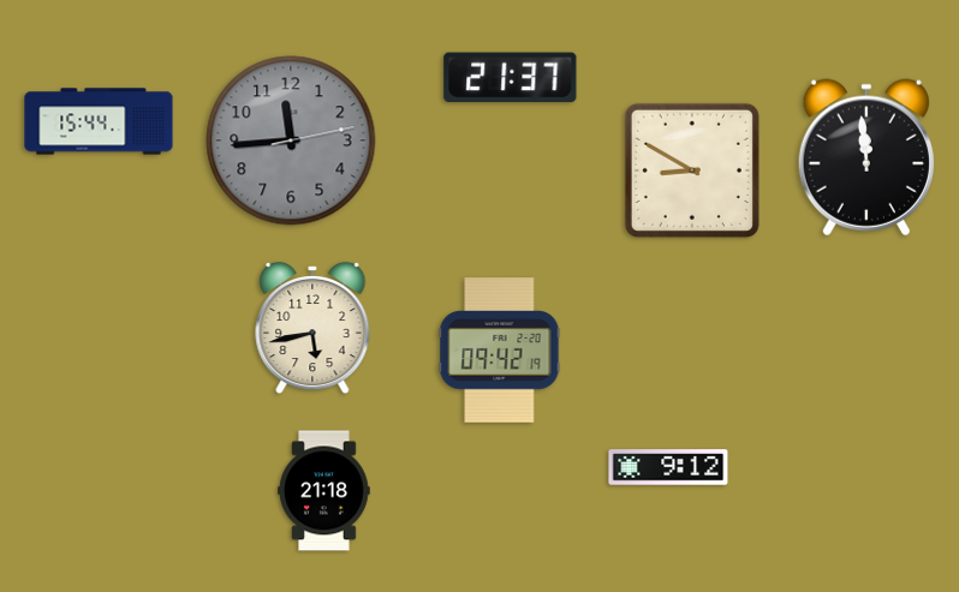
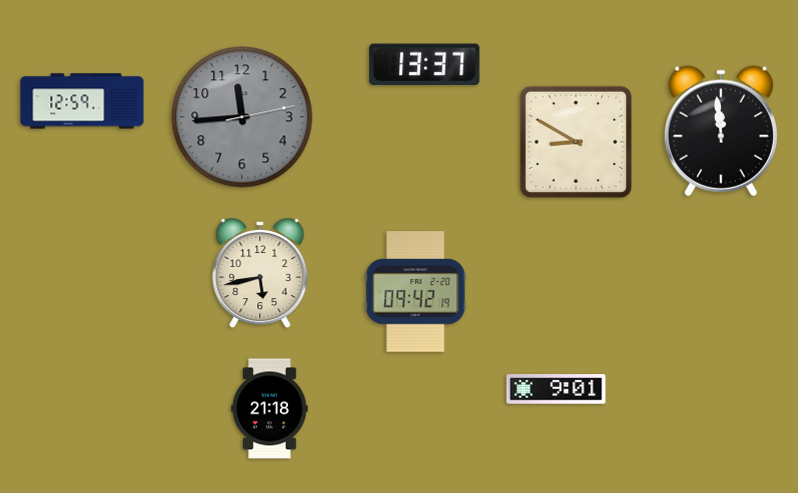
clock at (511, 78): 21:37 -> 13:37
clock at (99, 121): 15:44 -> 12:59
clock at (668, 467): 9:12 -> 9:01
